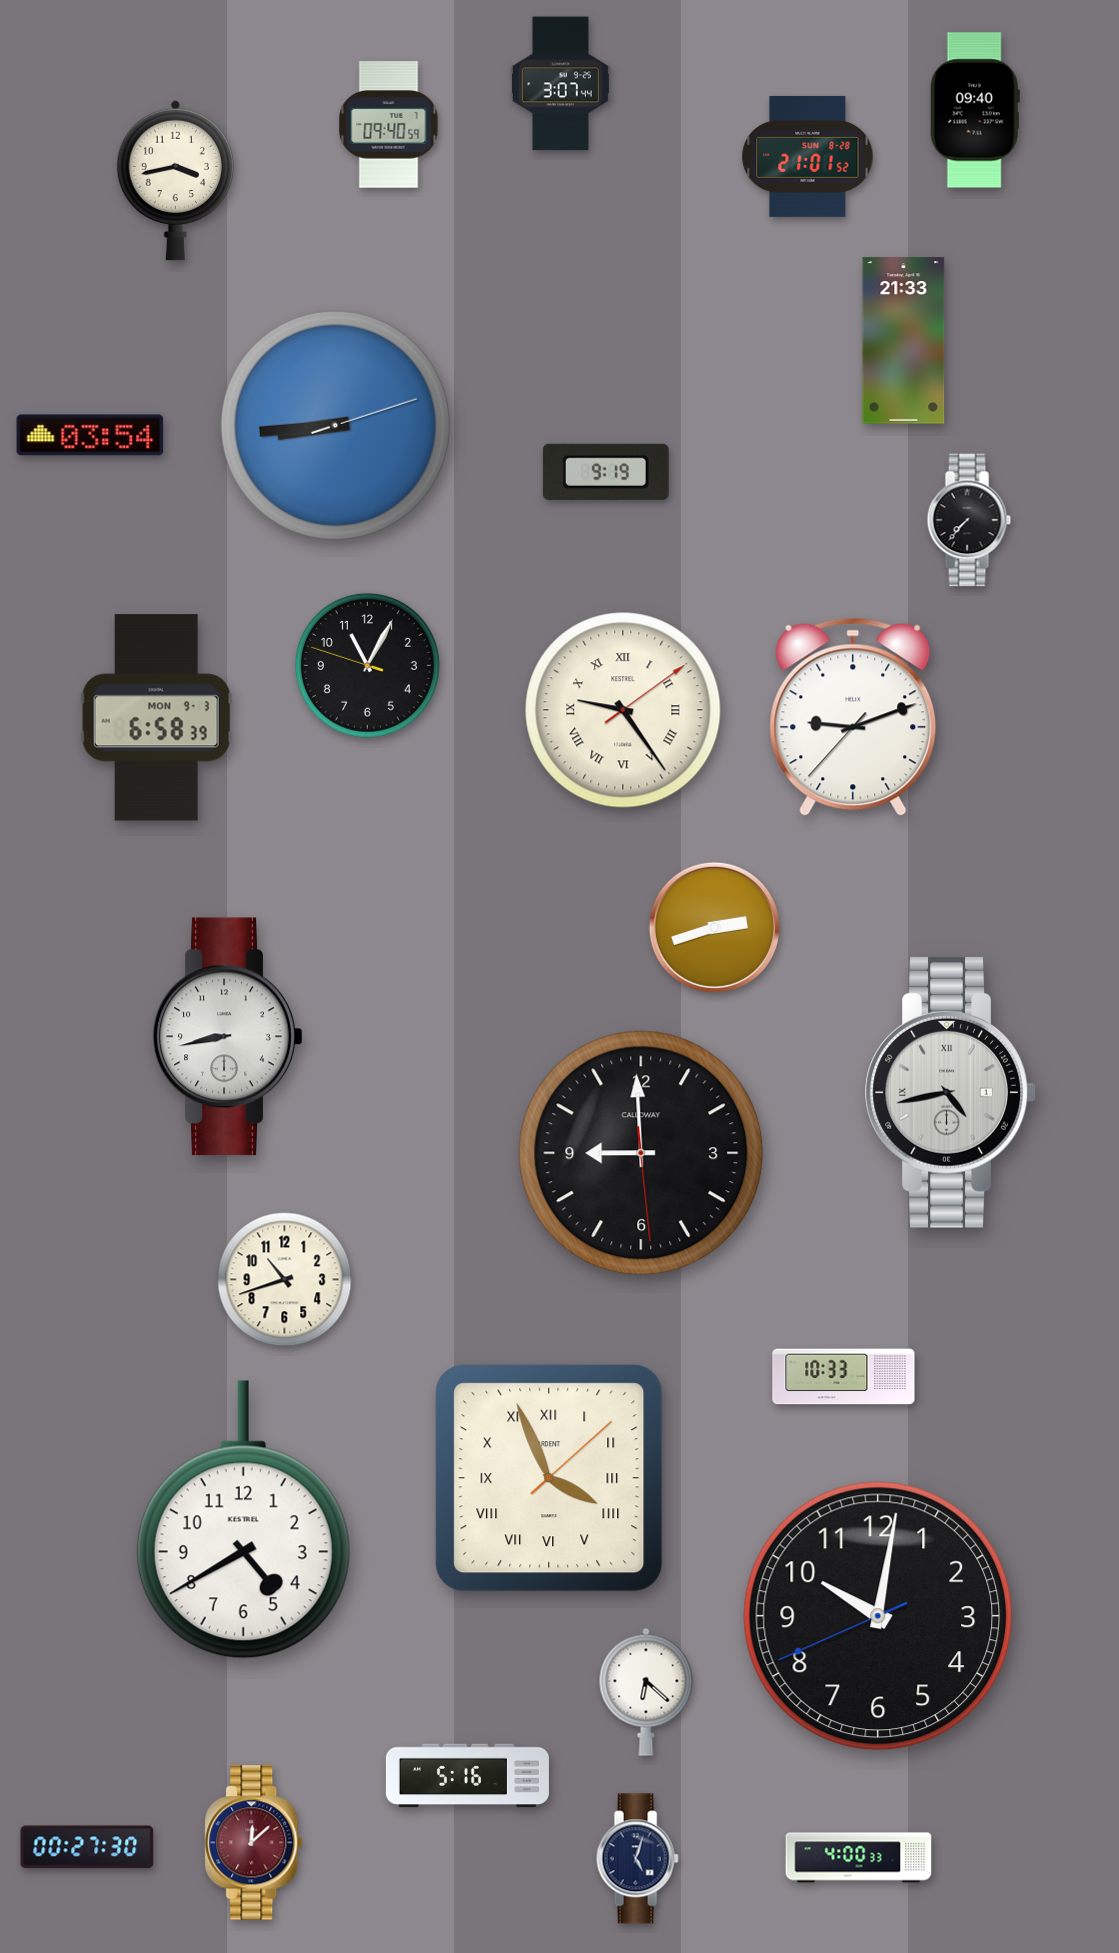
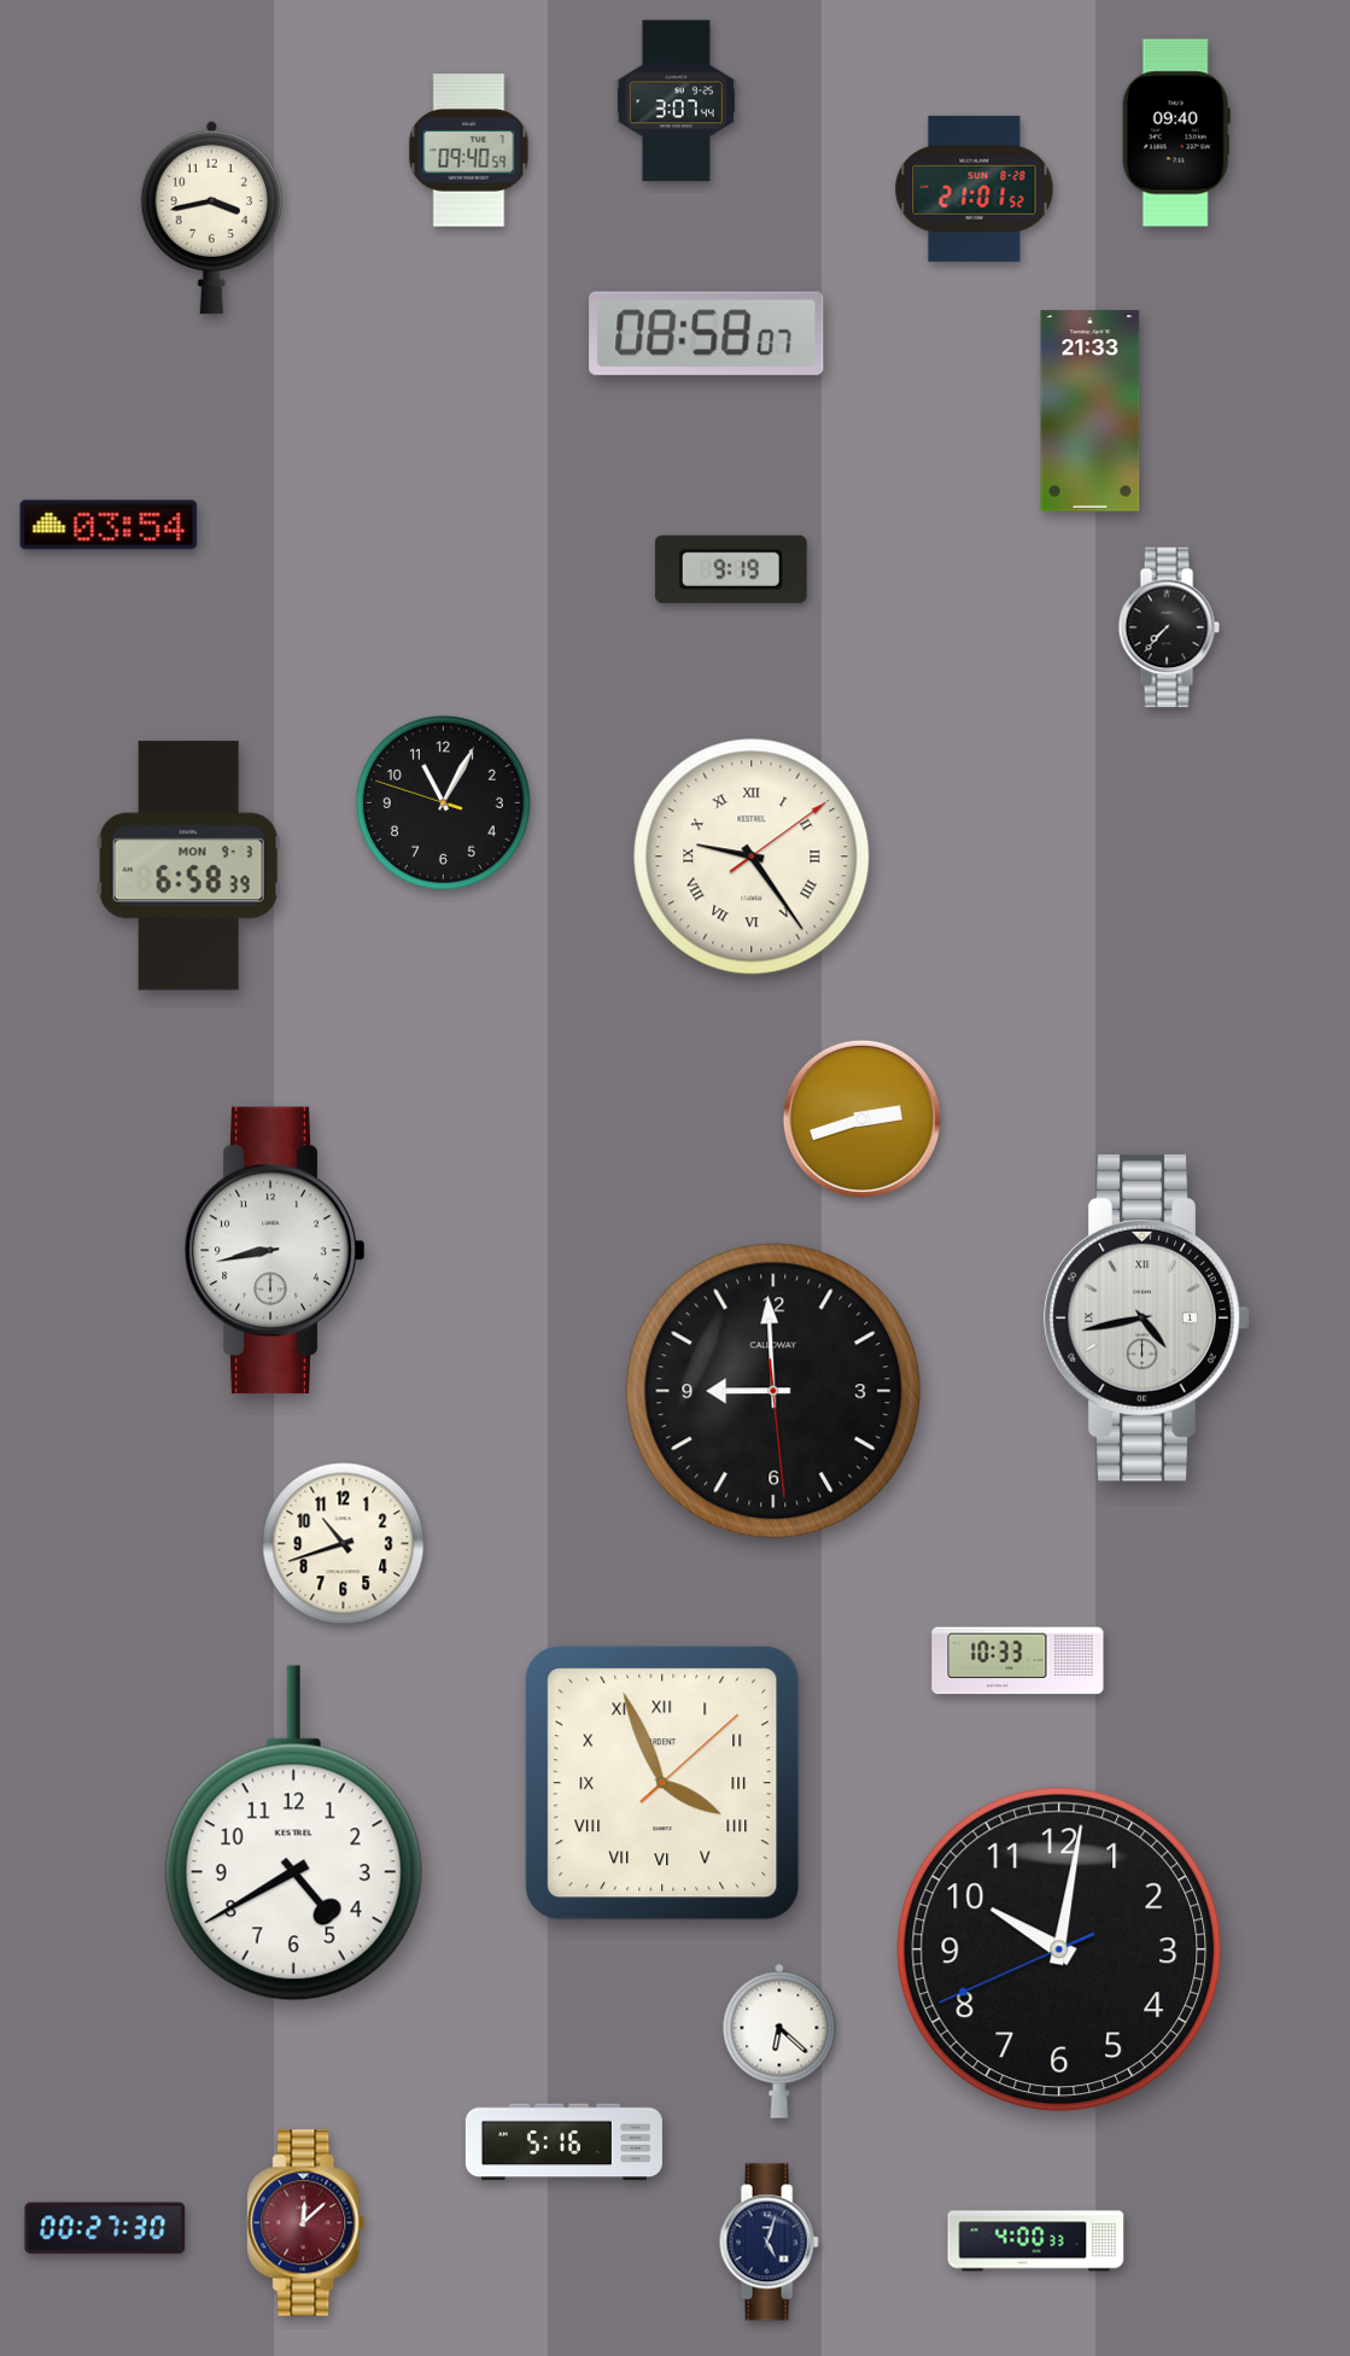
clock at (707, 333): none -> 08:58
clock at (335, 425): 8:44 -> none
clock at (853, 717): 9:11 -> none
